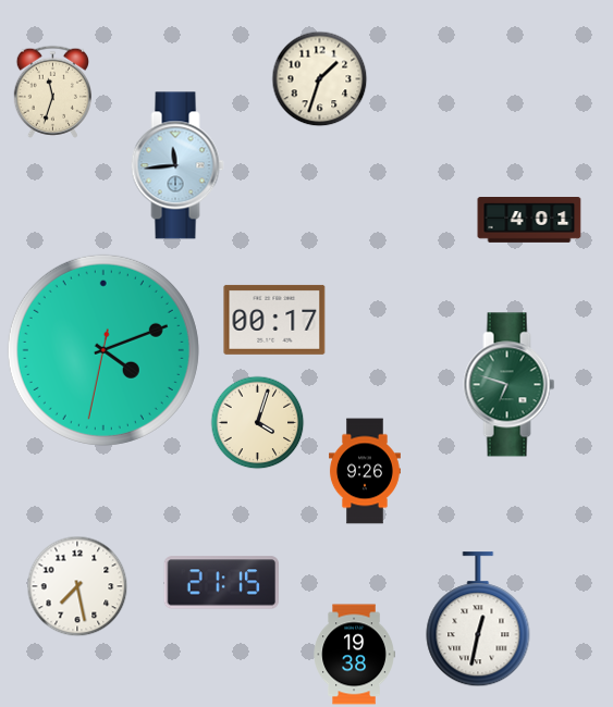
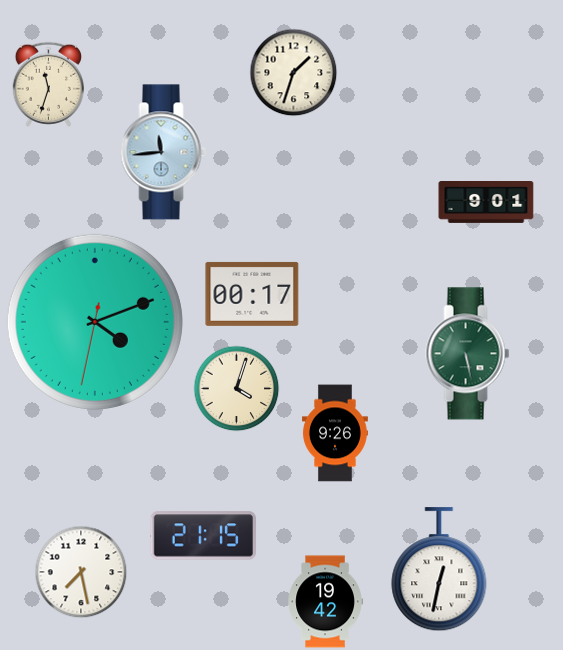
clock at (529, 221): 4:01 -> 9:01
clock at (510, 385): 6:48 -> 5:28
clock at (77, 586) position: (77, 586) -> (81, 572)
clock at (354, 655): 19:38 -> 19:42
